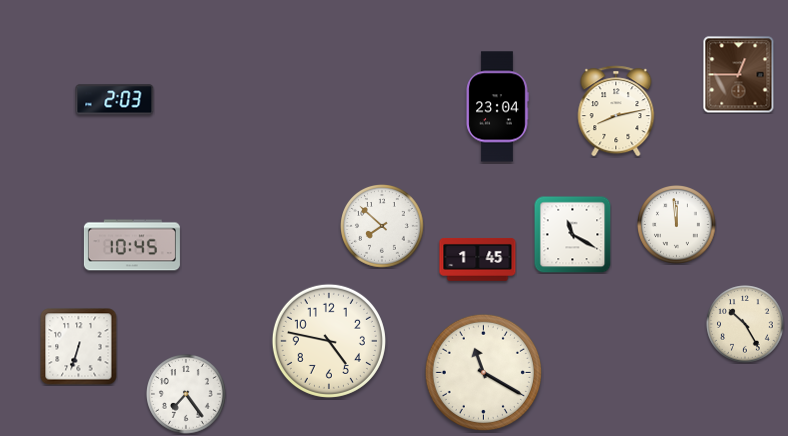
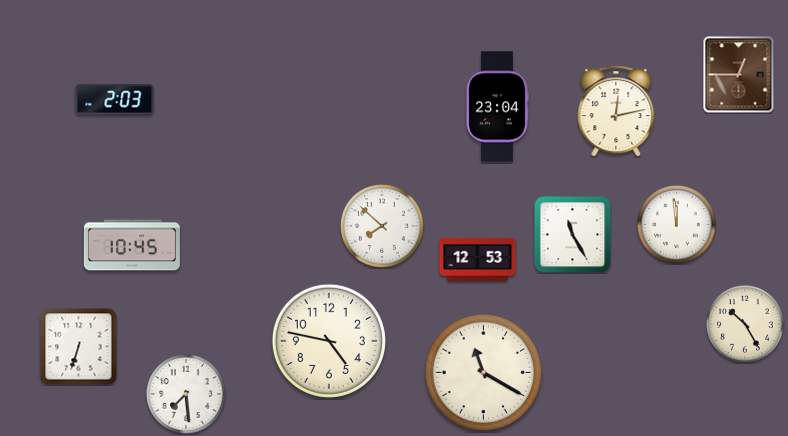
clock at (616, 111): 8:13 -> 12:13
clock at (572, 234): 11:20 -> 11:25
clock at (478, 260): 1:45 -> 12:53
clock at (187, 395): 7:24 -> 7:29
